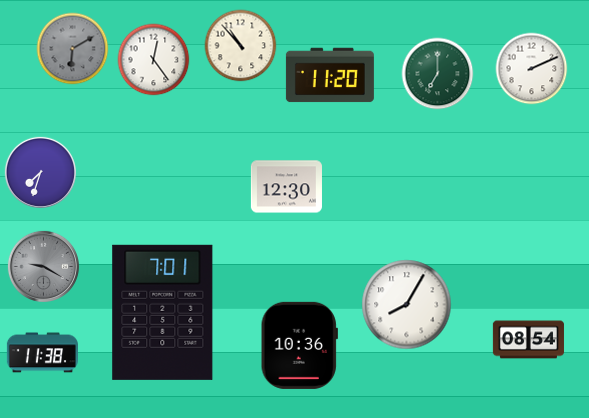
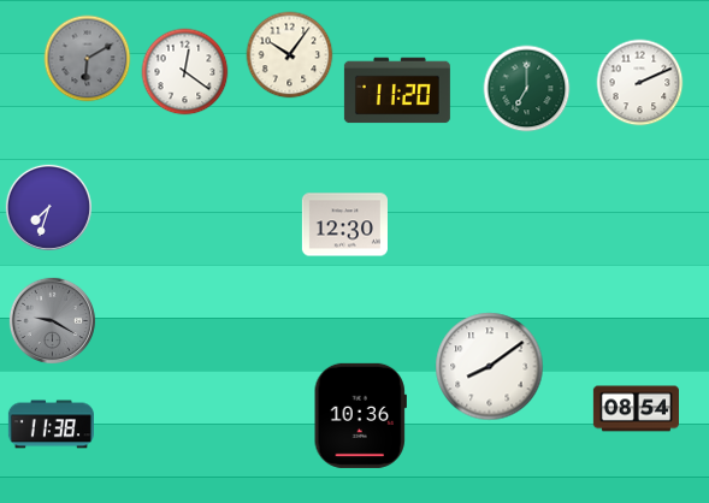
clock at (241, 46): 10:53 -> 10:06
clock at (154, 60): 12:24 -> 12:21
clock at (407, 305): 8:05 -> 8:09
clock at (163, 312): 7:01 -> none
